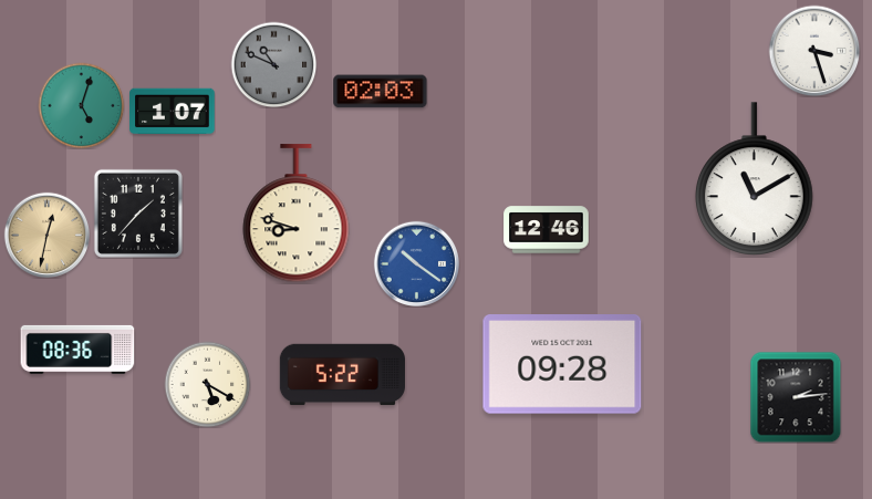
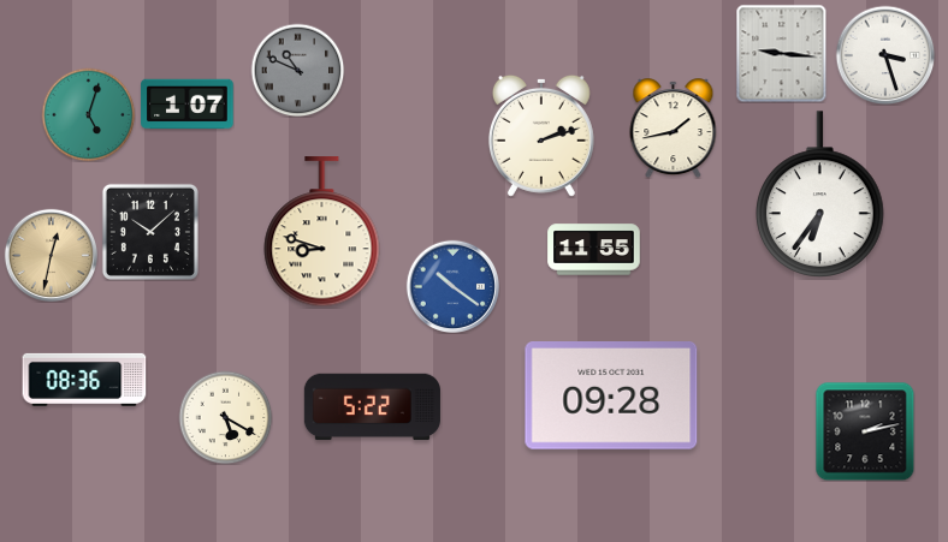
clock at (782, 53): none -> 9:16
clock at (381, 92): 02:03 -> none
clock at (173, 112) position: (173, 112) -> (188, 105)
clock at (674, 129): none -> 1:43
clock at (541, 136): none -> 2:12
clock at (755, 178): 11:10 -> 6:36
clock at (138, 214): 1:37 -> 10:08
clock at (547, 230): 12:46 -> 11:55
clock at (796, 397): 2:14 -> 2:13
